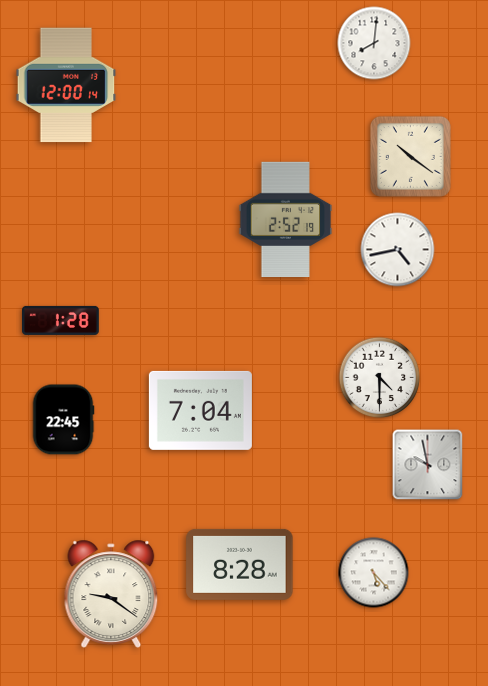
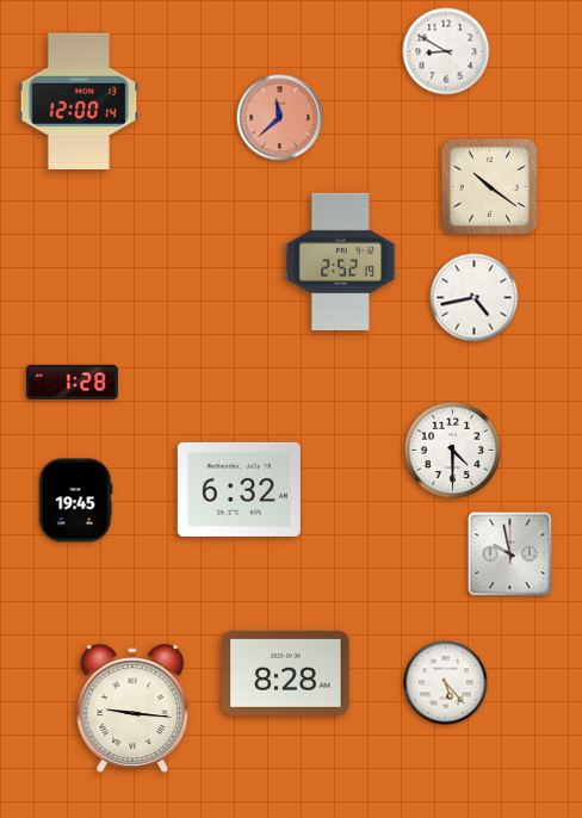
clock at (374, 43): 8:01 -> 8:50
clock at (280, 118): none -> 11:38
clock at (200, 410): 7:04 -> 6:32
clock at (63, 420): 22:45 -> 19:45
clock at (111, 594): 9:21 -> 9:16
